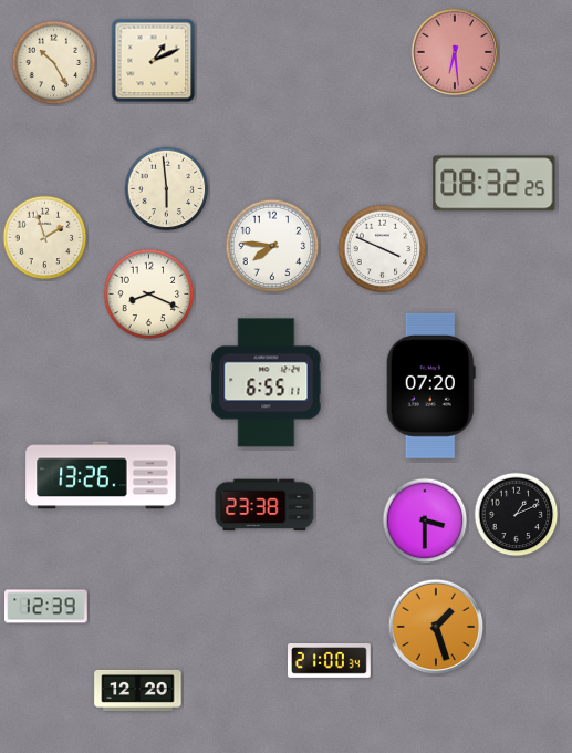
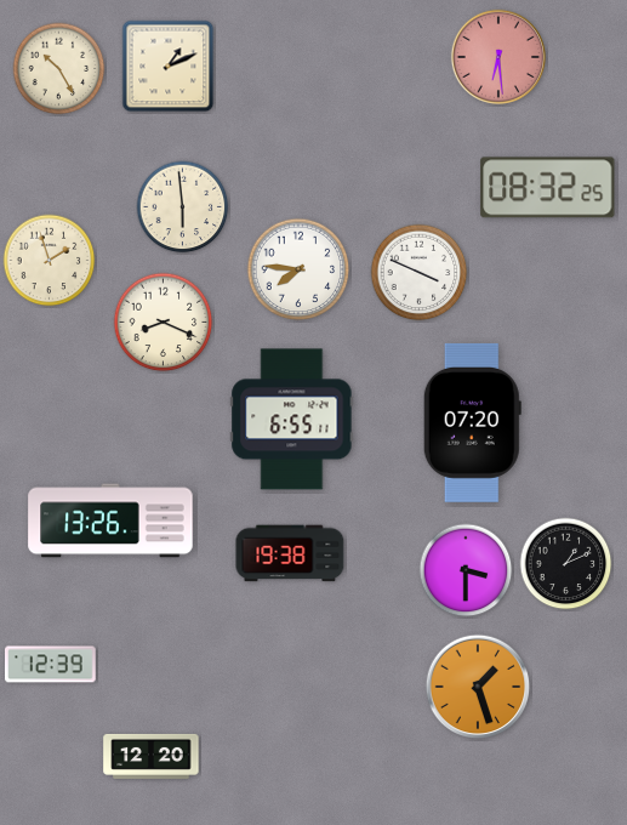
clock at (495, 184) position: (495, 184) -> (548, 188)
clock at (264, 505): 23:38 -> 19:38
clock at (330, 661): 21:00 -> none
